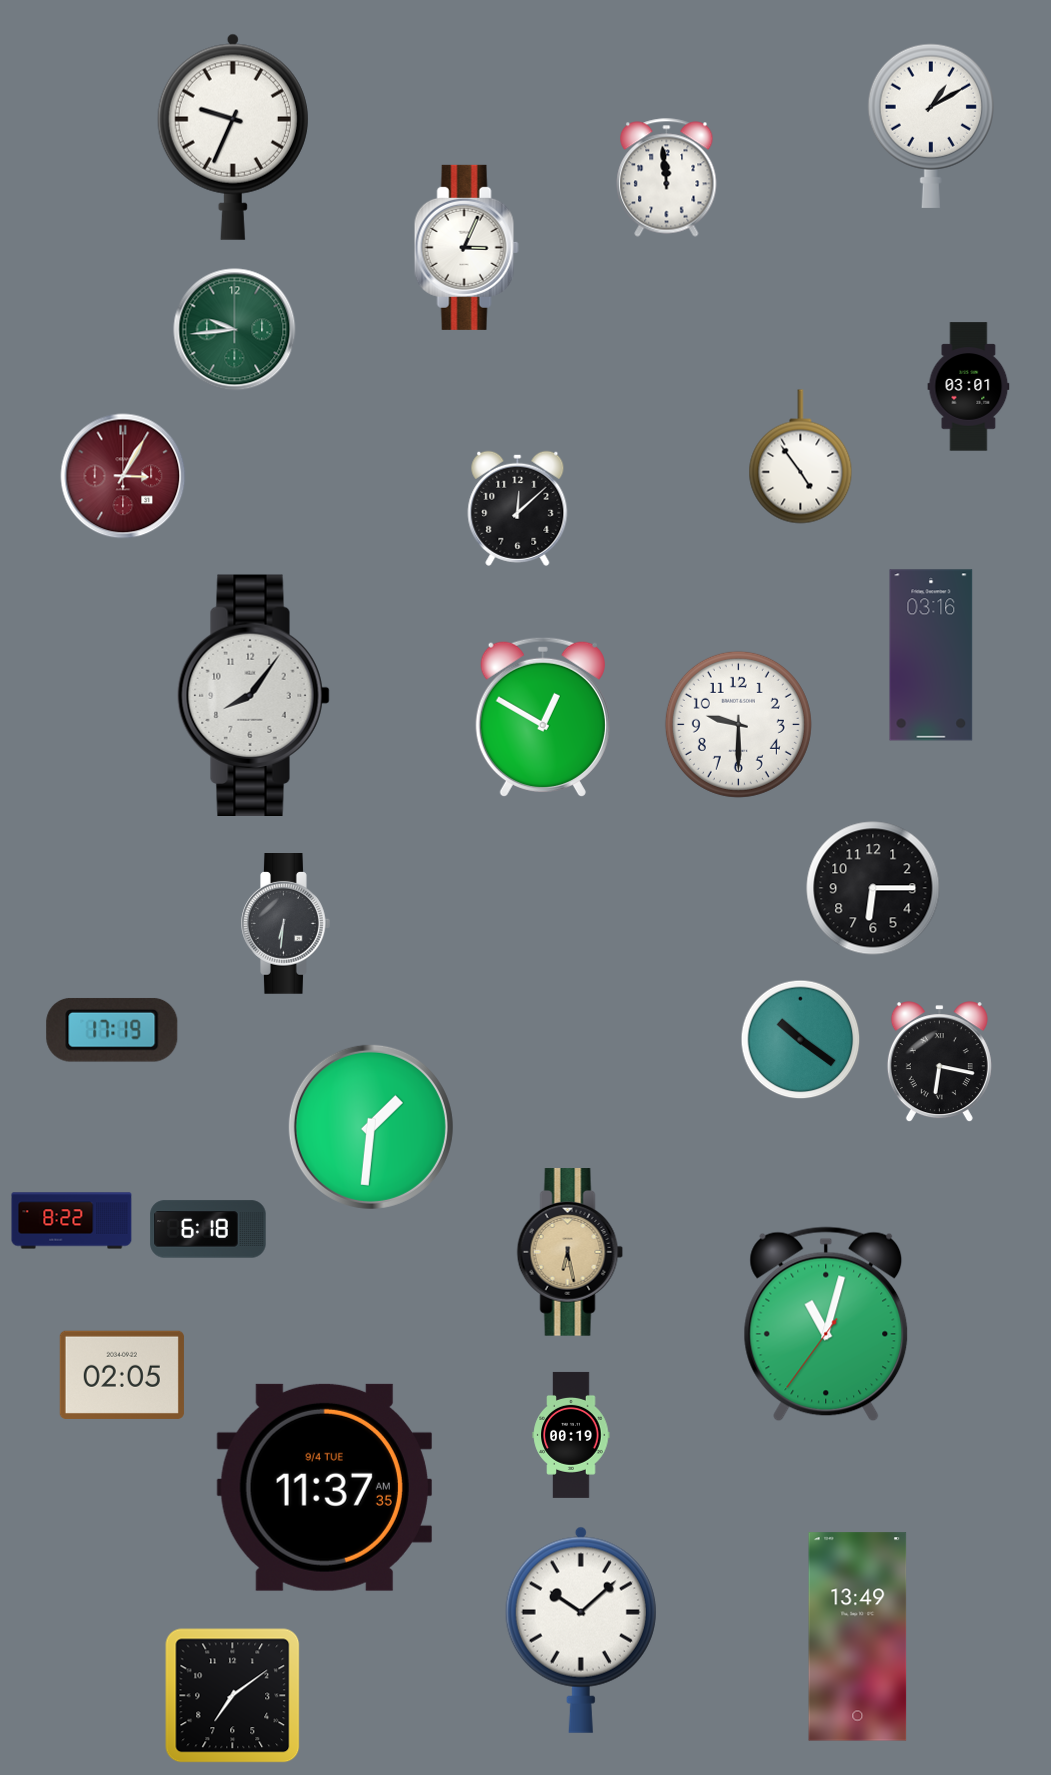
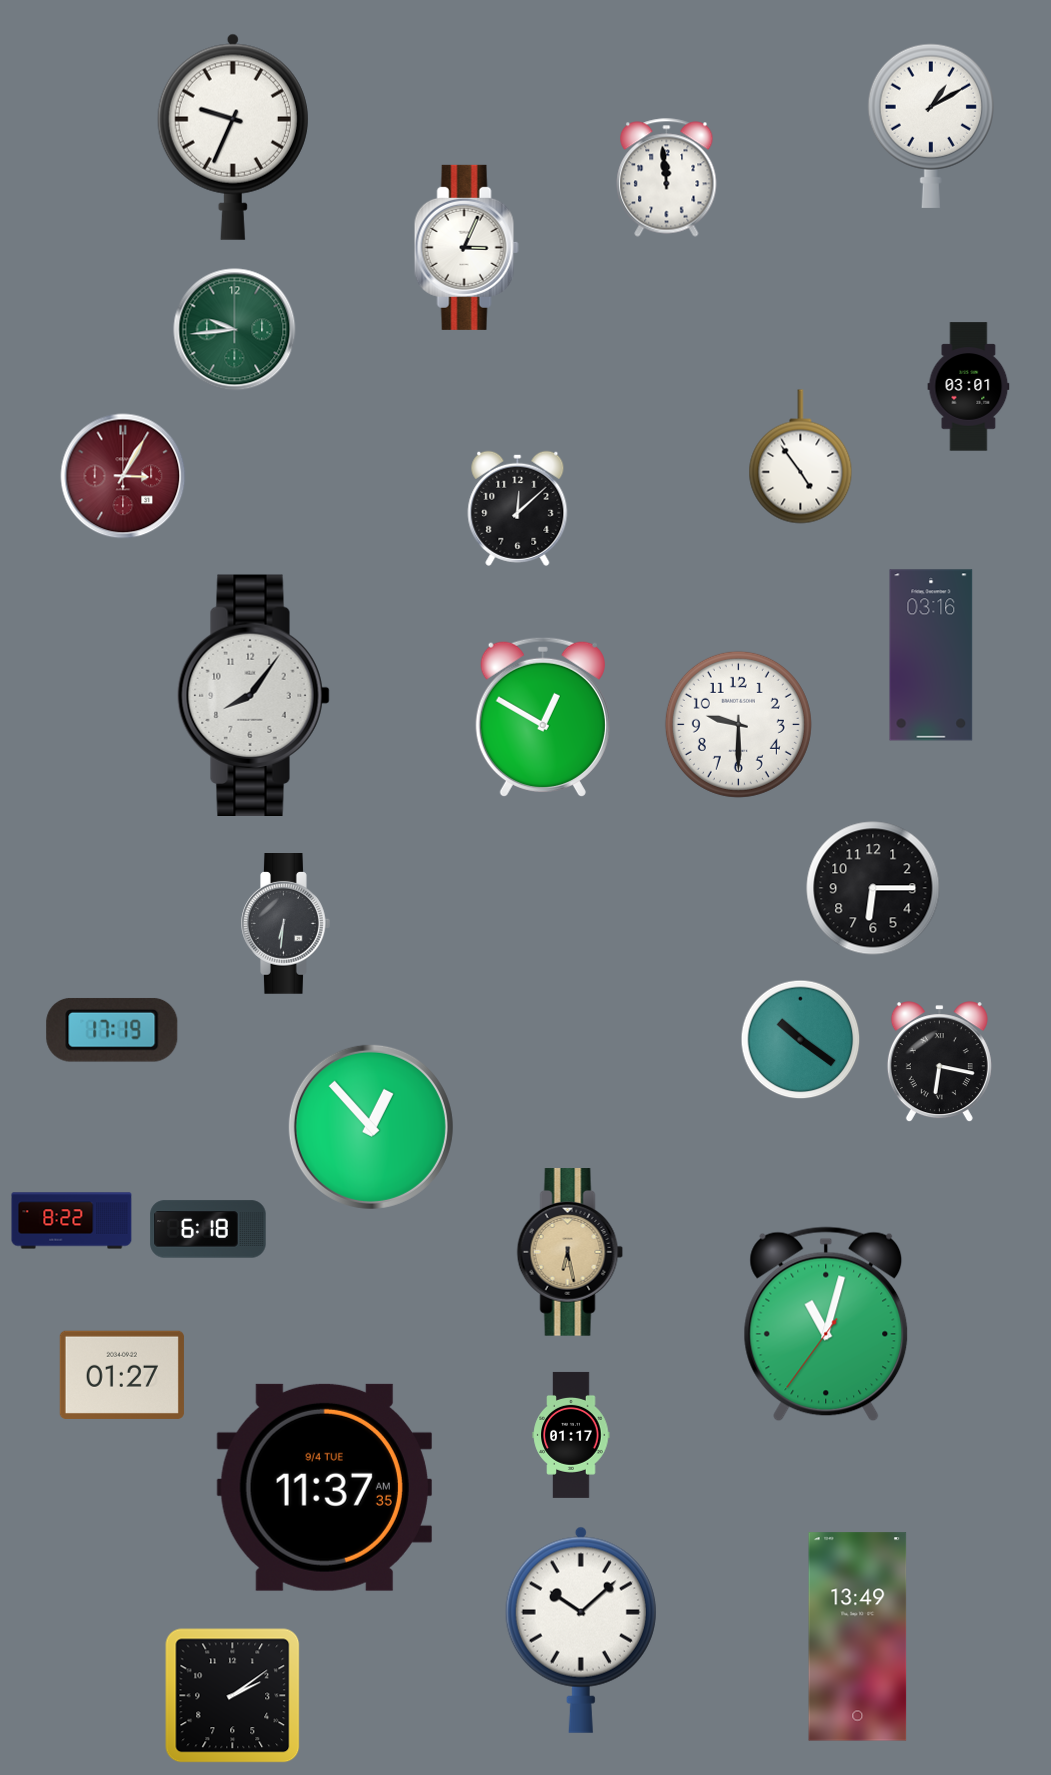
clock at (371, 1127): 1:31 -> 12:53
clock at (122, 1375): 02:05 -> 01:27
clock at (571, 1435): 00:19 -> 01:17
clock at (233, 1696): 7:09 -> 2:09
